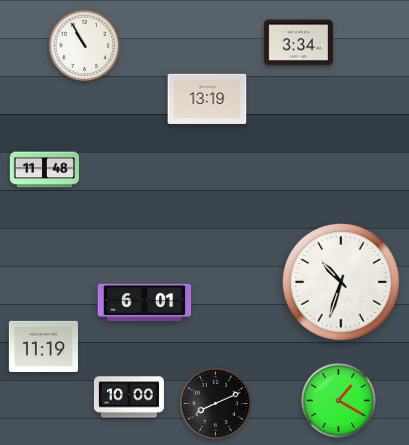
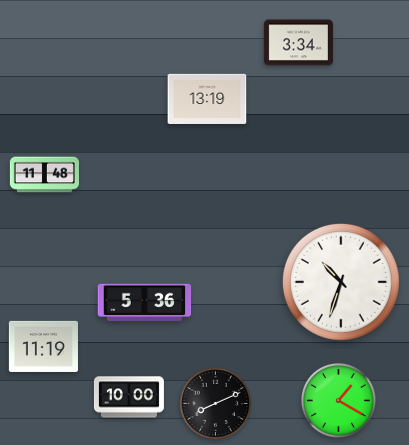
clock at (85, 46): 10:55 -> none
clock at (44, 170) position: (44, 170) -> (44, 175)
clock at (145, 303): 6:01 -> 5:36
